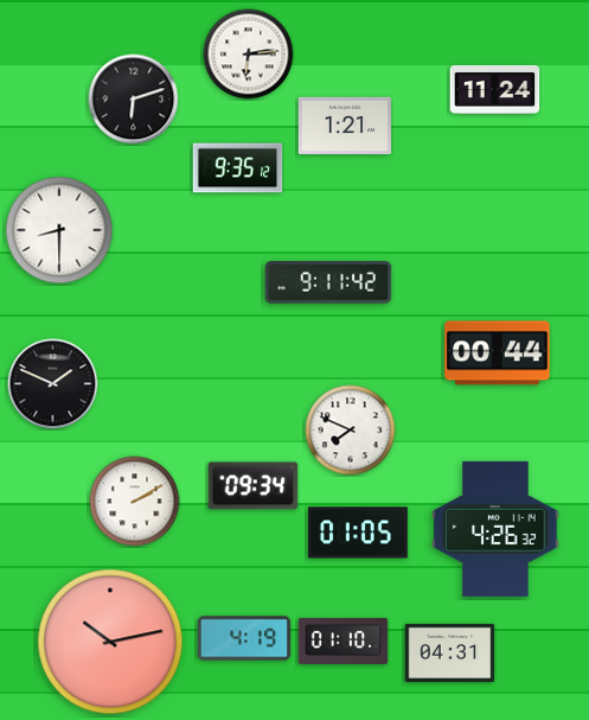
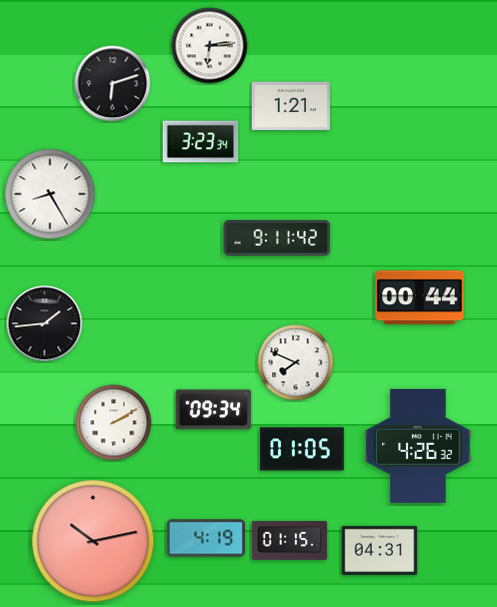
clock at (495, 89): 11:24 -> none
clock at (238, 168): 9:35 -> 3:23
clock at (59, 230): 8:30 -> 8:25
clock at (53, 384): 1:49 -> 1:44
clock at (344, 641): 01:10 -> 01:15
